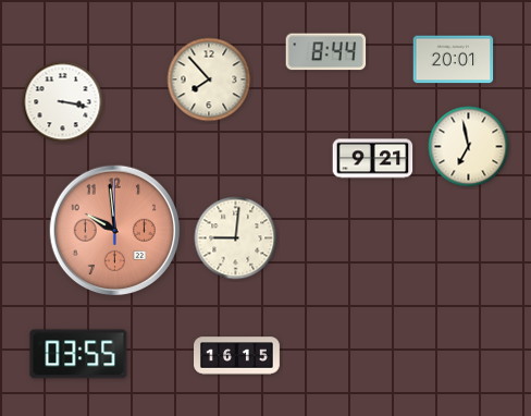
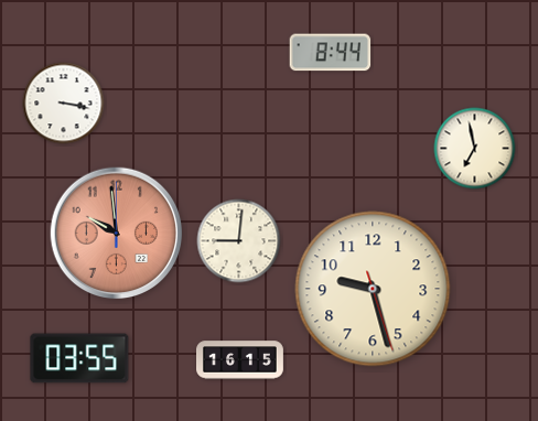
clock at (454, 60): 20:01 -> none
clock at (209, 79): 7:53 -> none
clock at (373, 159): 9:21 -> none
clock at (373, 289): none -> 9:27
